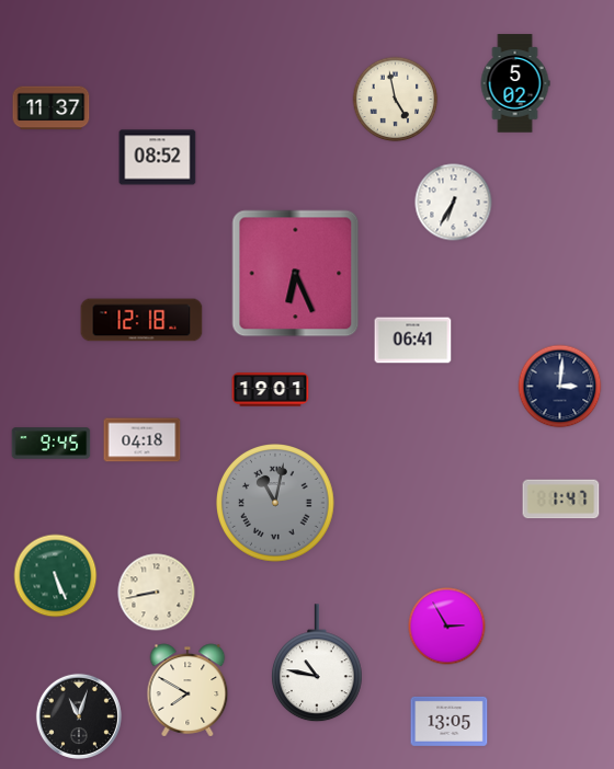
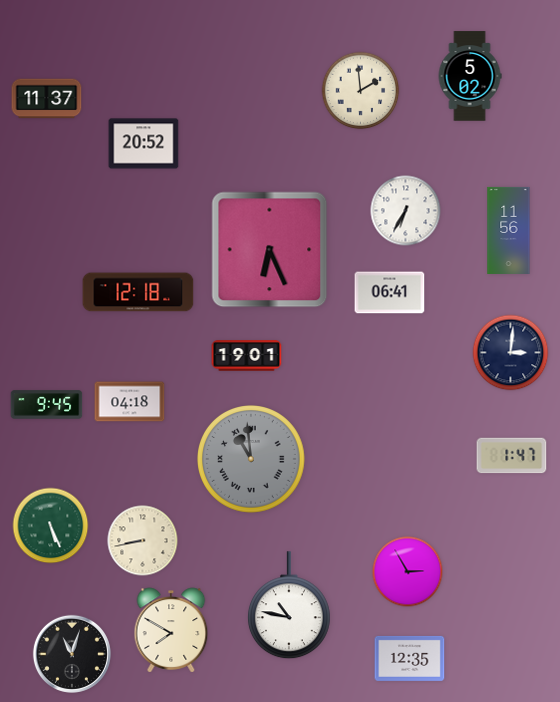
clock at (396, 100): 4:58 -> 1:59
clock at (158, 158): 08:52 -> 20:52
clock at (454, 203) position: (454, 203) -> (406, 211)
clock at (509, 230): none -> 11:56
clock at (141, 320) position: (141, 320) -> (138, 292)
clock at (413, 341) position: (413, 341) -> (390, 293)
clock at (276, 504): 11:02 -> 10:59
clock at (450, 721): 13:05 -> 12:35
